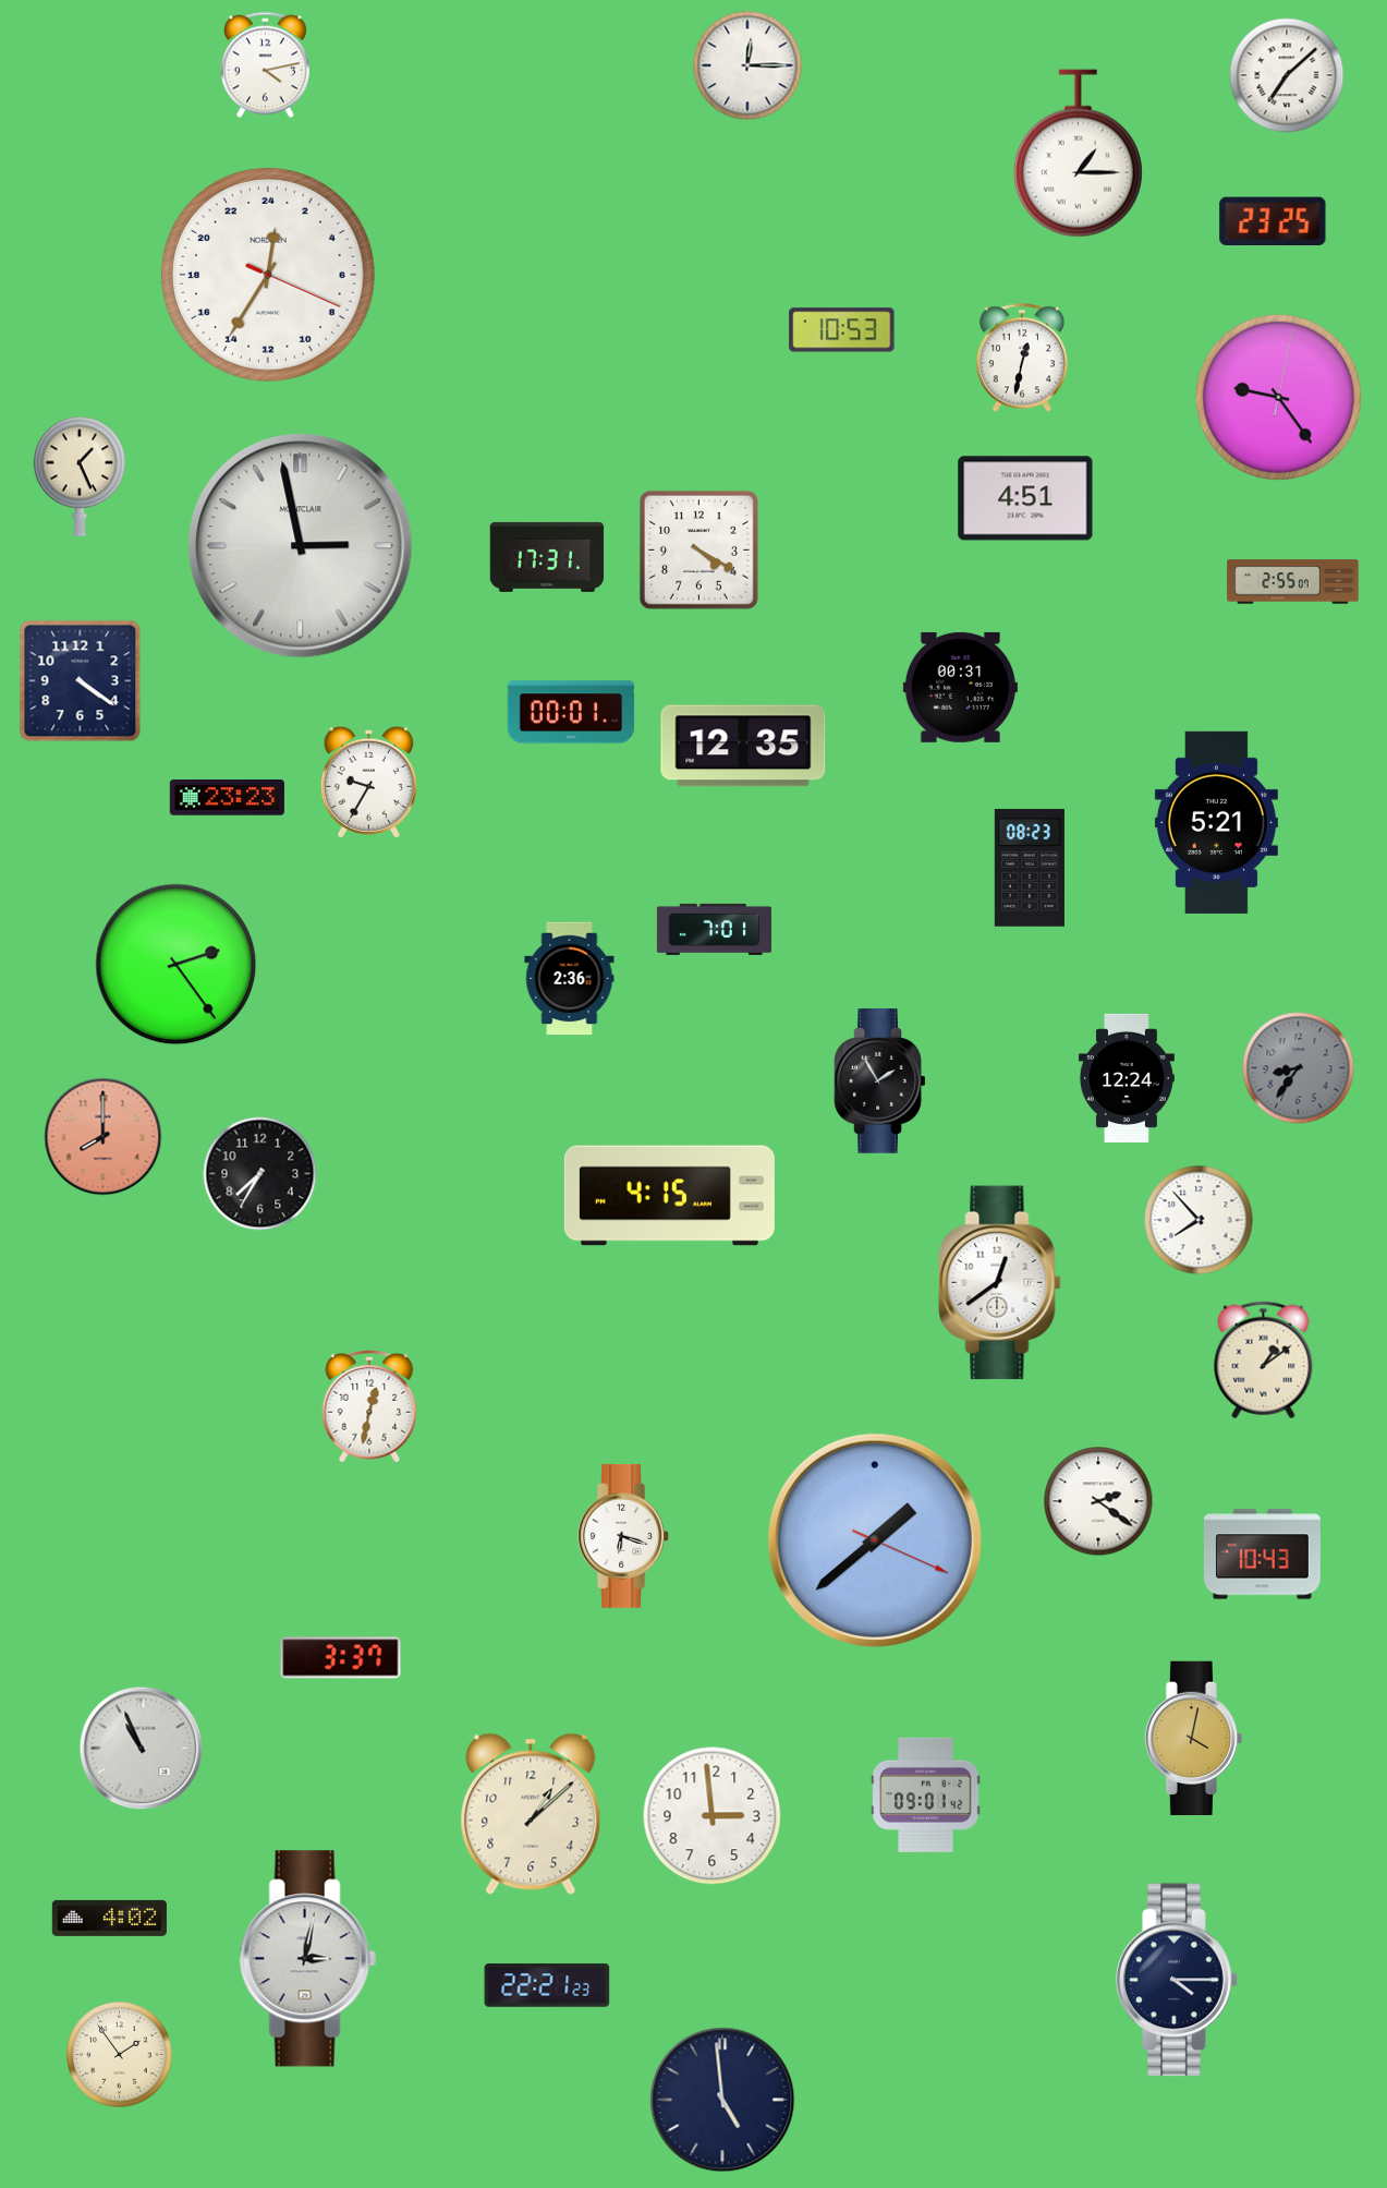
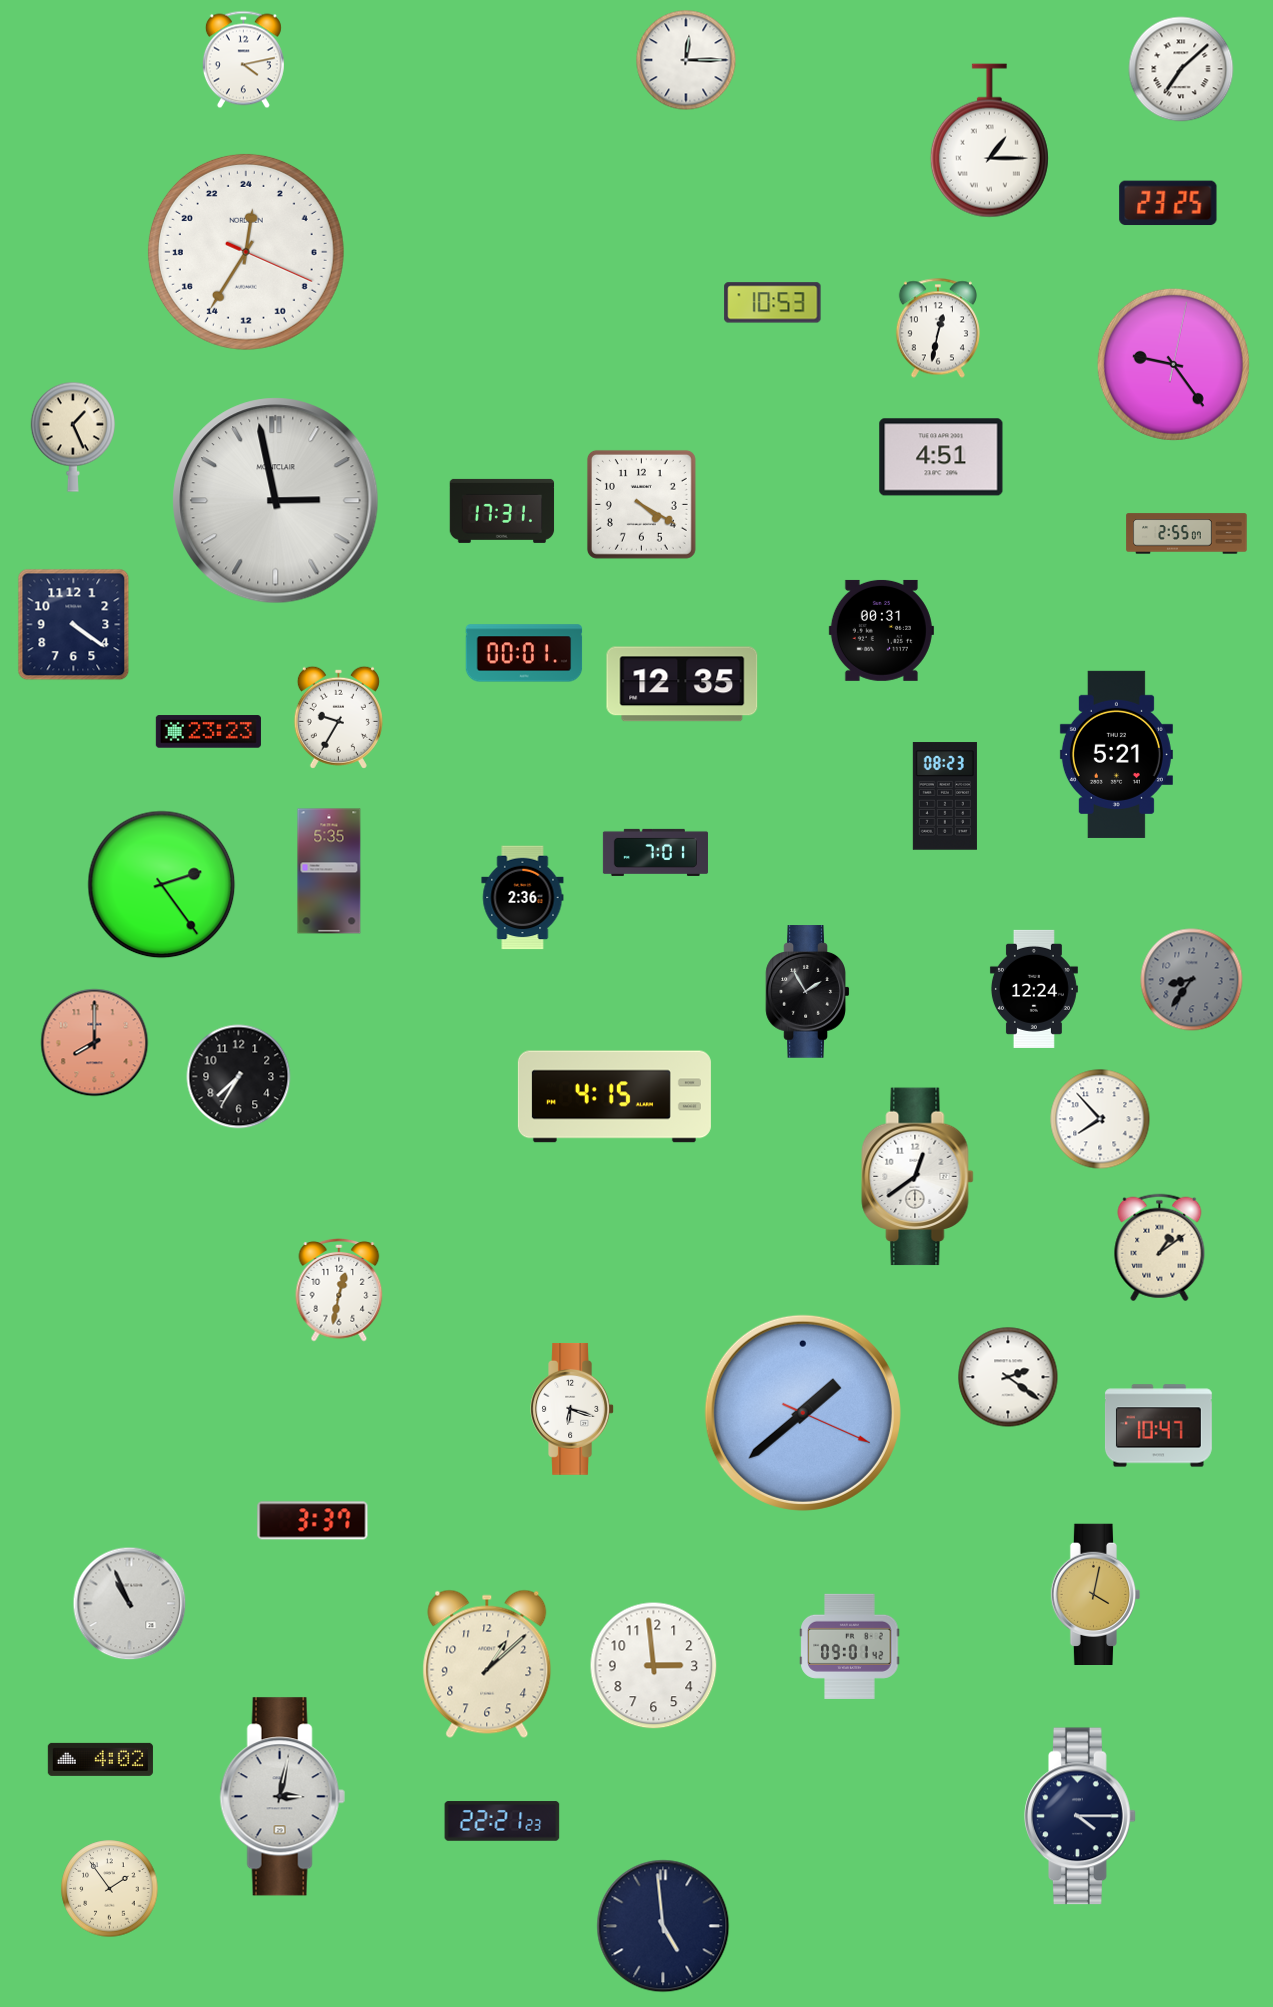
clock at (329, 871): none -> 5:35
clock at (1262, 1555): 10:43 -> 10:47
clock at (120, 2055) position: (120, 2055) -> (110, 1889)
